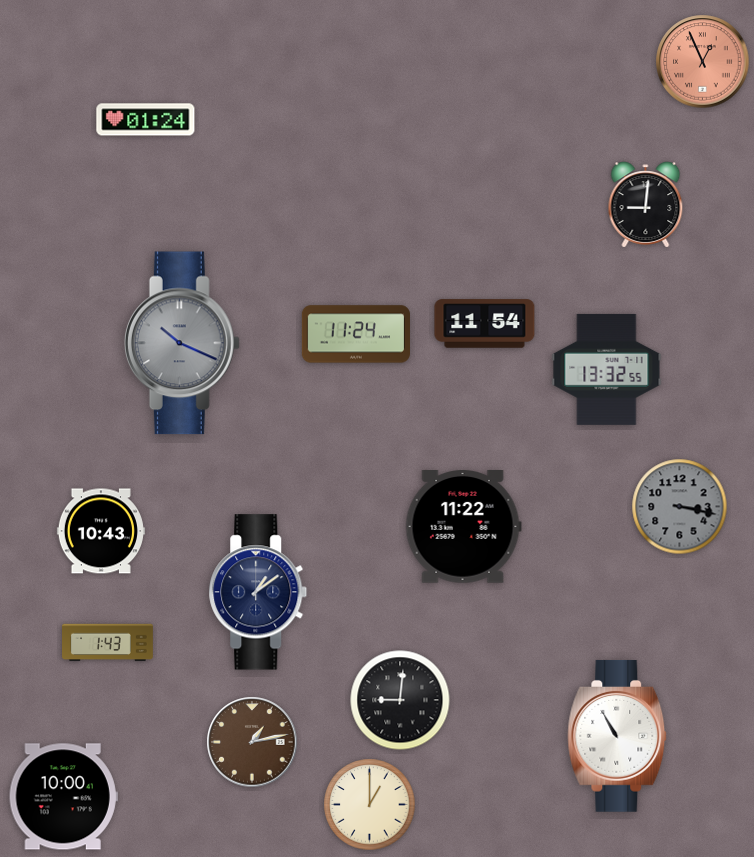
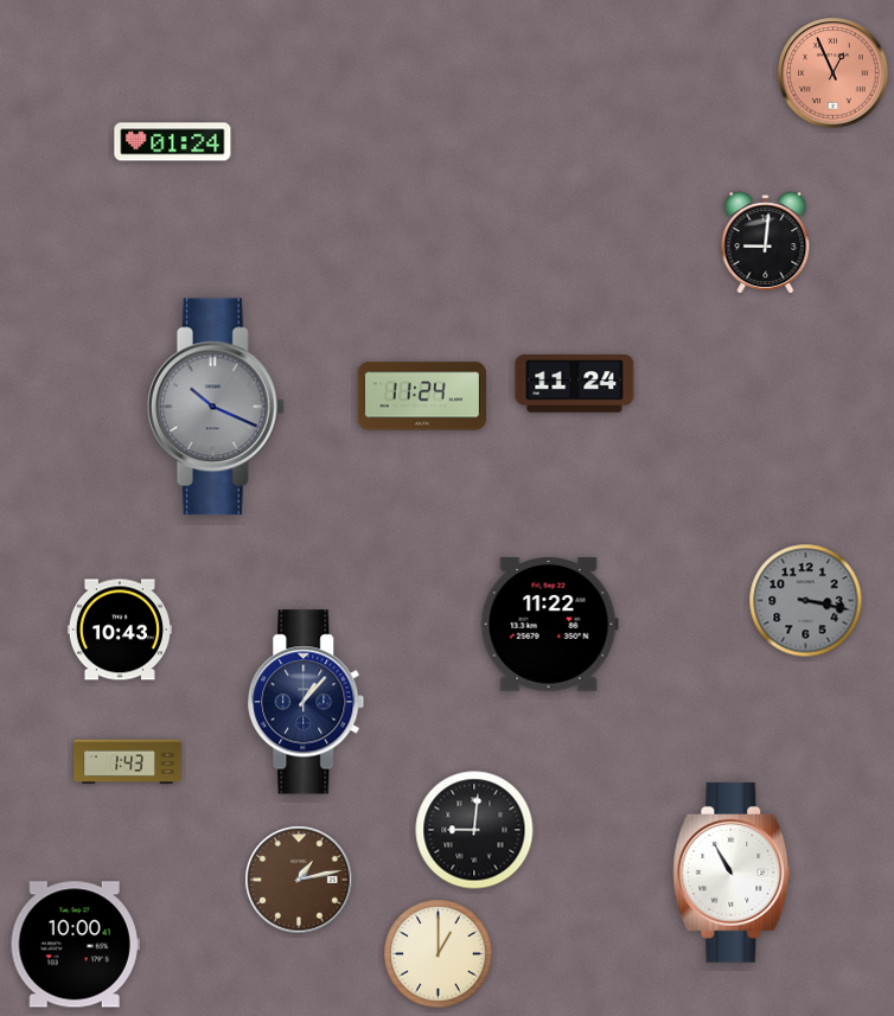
clock at (485, 324): 11:54 -> 11:24
clock at (607, 369): 13:32 -> none
clock at (258, 592): 1:09 -> 1:07
